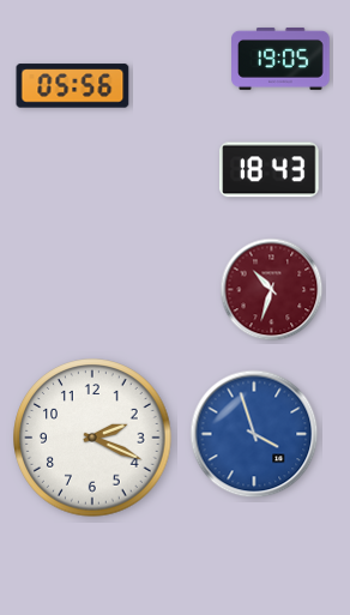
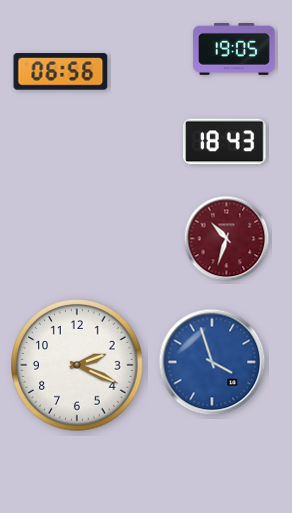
clock at (73, 86): 05:56 -> 06:56
clock at (272, 290) position: (272, 290) -> (227, 239)
